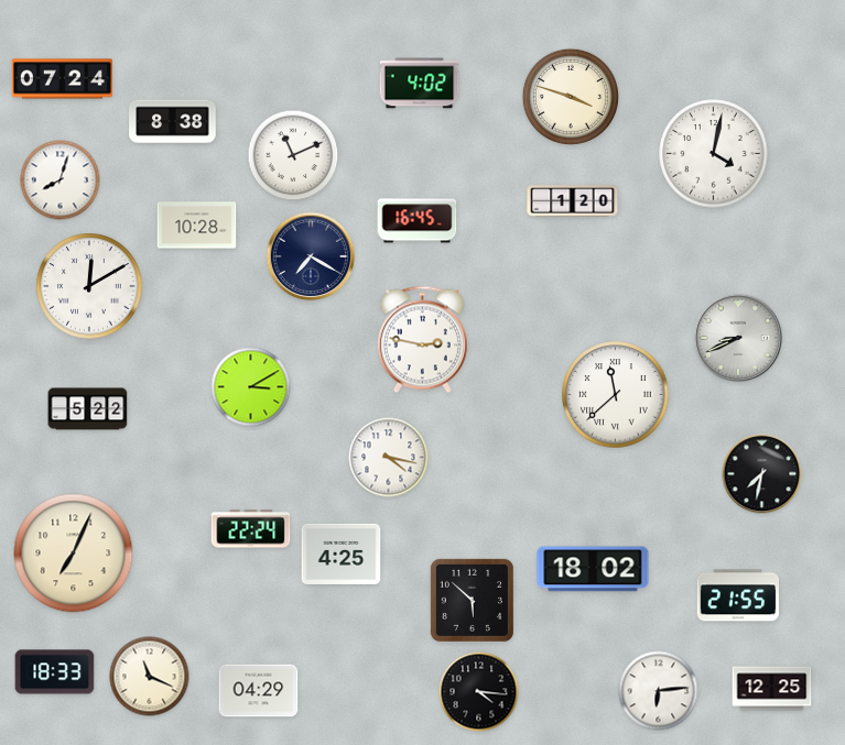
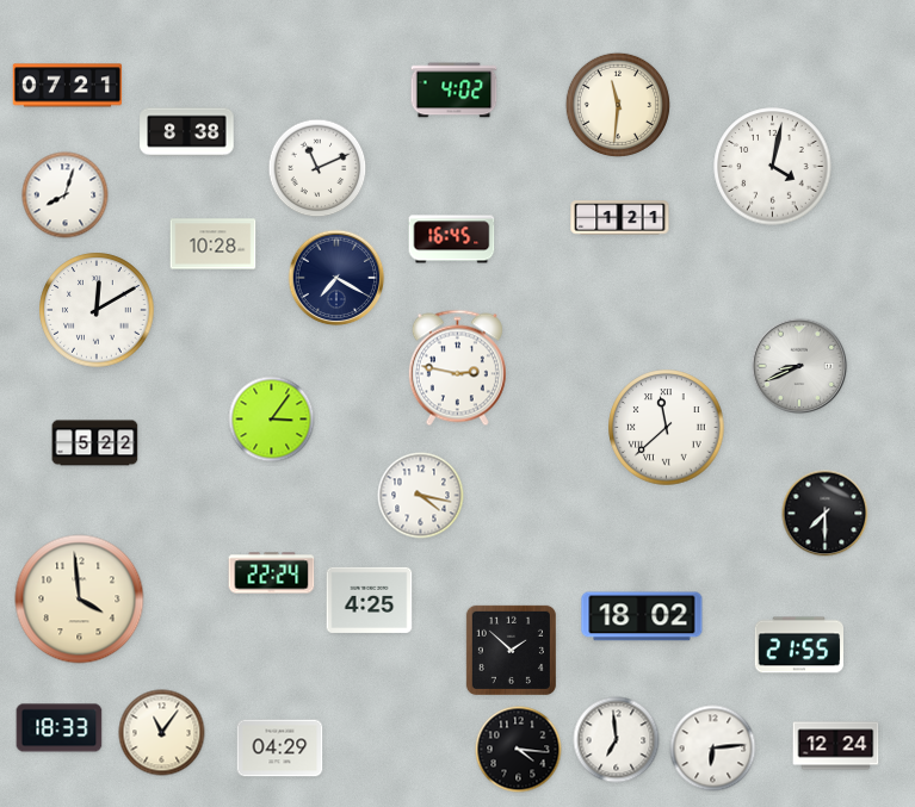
clock at (63, 79): 07:24 -> 07:21
clock at (570, 96): 3:48 -> 11:31
clock at (573, 201): 1:20 -> 1:21
clock at (251, 387): 3:10 -> 3:06
clock at (762, 474): 7:32 -> 7:30
clock at (74, 554): 7:04 -> 3:59
clock at (472, 600): 5:52 -> 1:52
clock at (150, 677): 11:19 -> 11:06
clock at (617, 740): none -> 6:59
clock at (772, 689): 12:25 -> 12:24
